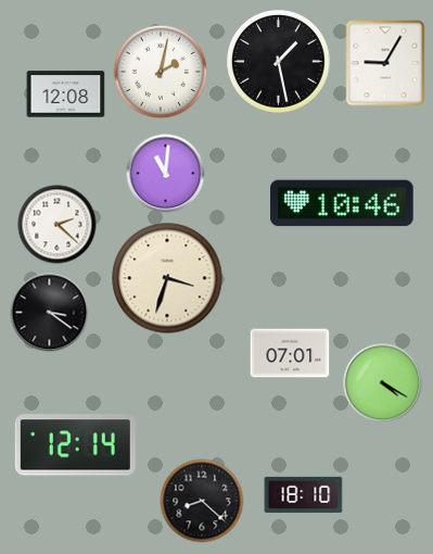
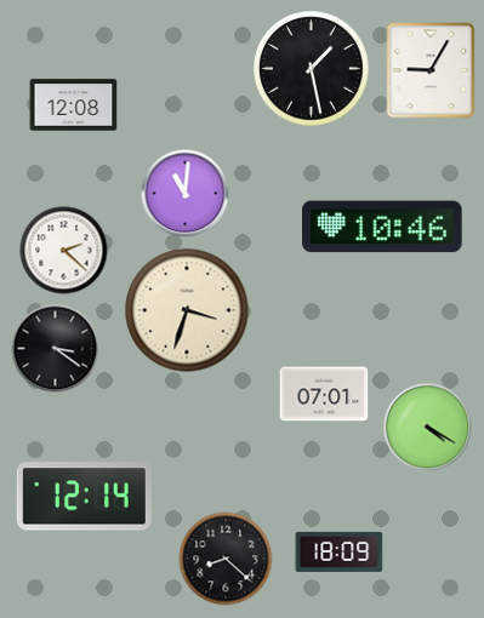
clock at (161, 72): 2:02 -> none
clock at (304, 494): 18:10 -> 18:09
